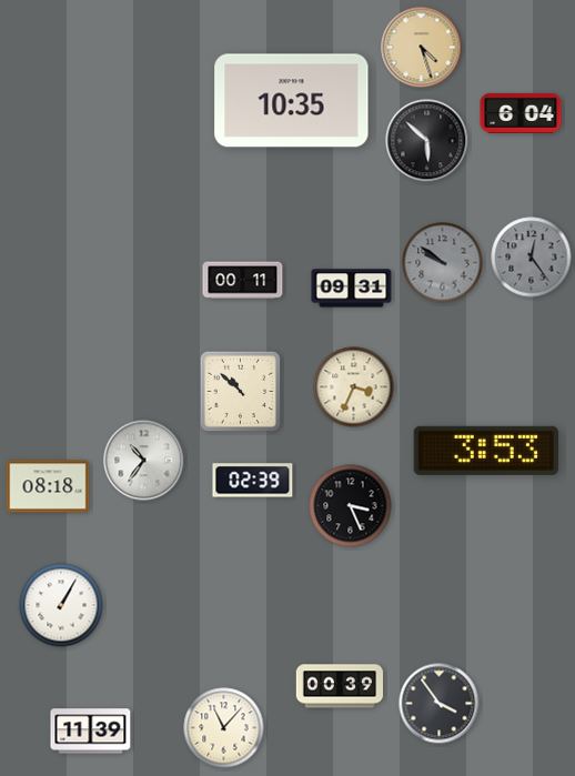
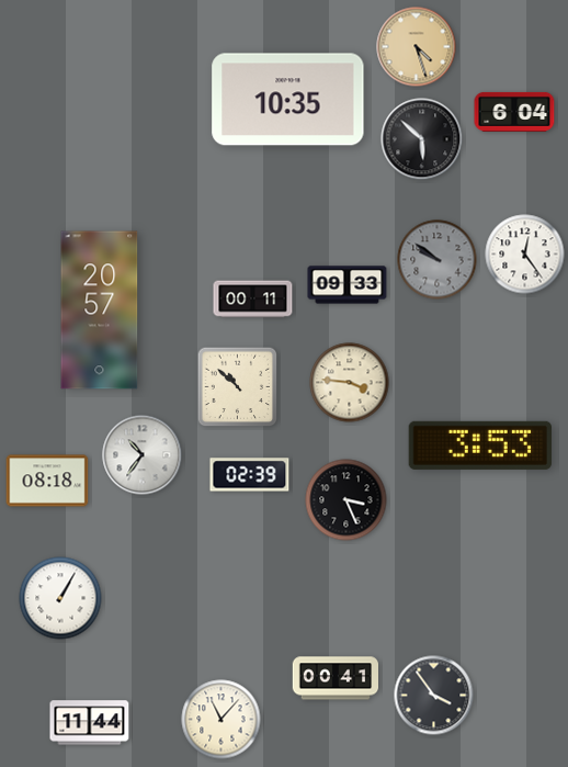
clock at (532, 258) dial: grey -> white
clock at (243, 281) position: (243, 281) -> (253, 300)
clock at (352, 289): 09:31 -> 09:33
clock at (100, 311): none -> 20:57
clock at (354, 387): 3:34 -> 3:46
clock at (339, 686): 00:39 -> 00:41
clock at (91, 732): 11:39 -> 11:44
